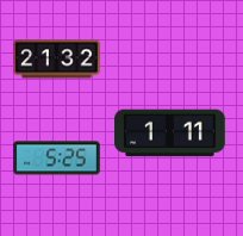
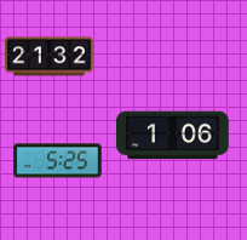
clock at (57, 60) position: (57, 60) -> (50, 57)
clock at (170, 133): 1:11 -> 1:06
